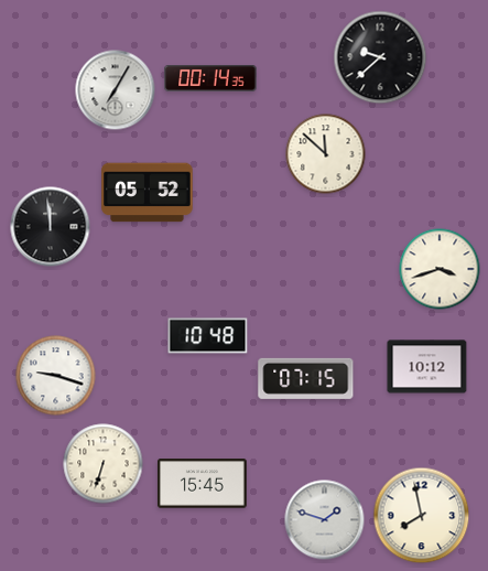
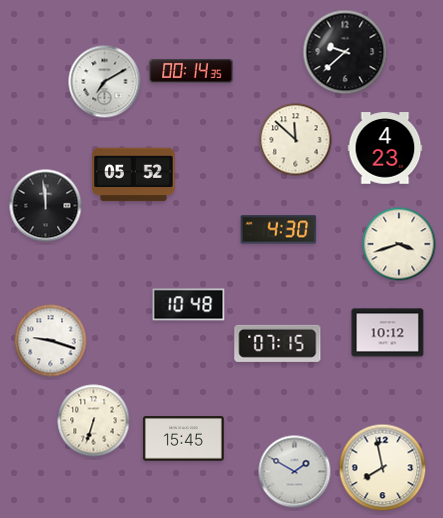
clock at (116, 90): 7:05 -> 7:10
clock at (385, 148): none -> 4:23
clock at (279, 230): none -> 4:30
clock at (325, 520): 1:48 -> 1:50
